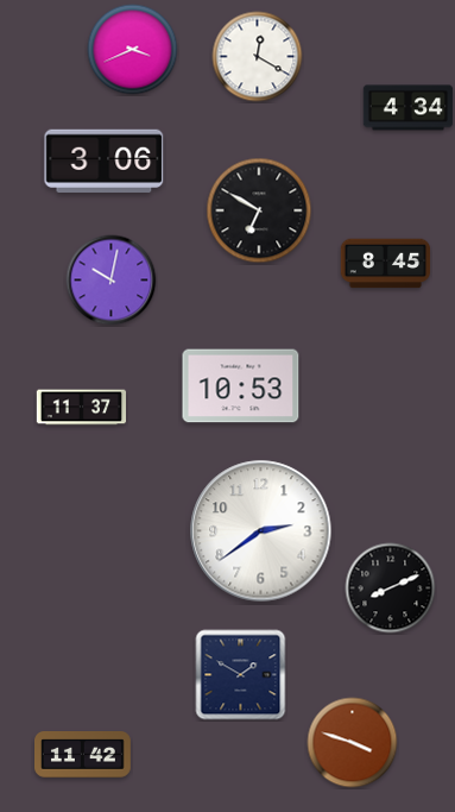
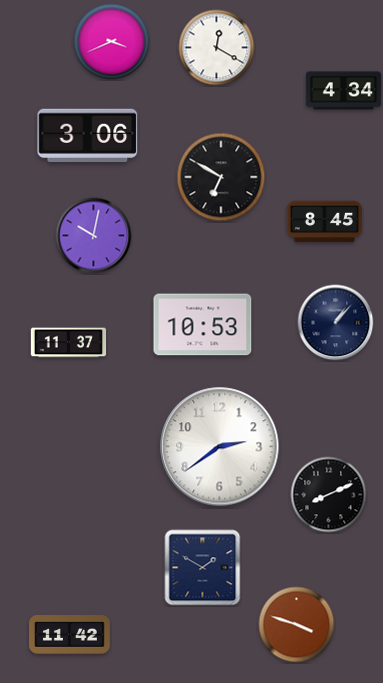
clock at (259, 210) position: (259, 210) -> (221, 177)
clock at (336, 323): none -> 1:07
